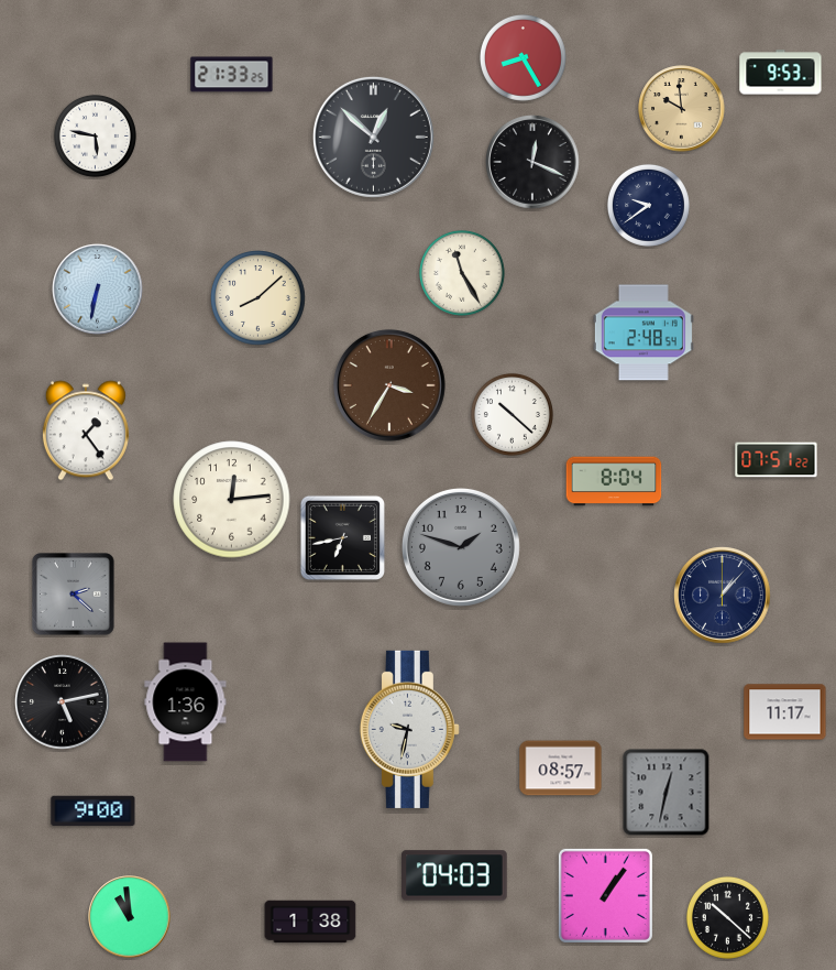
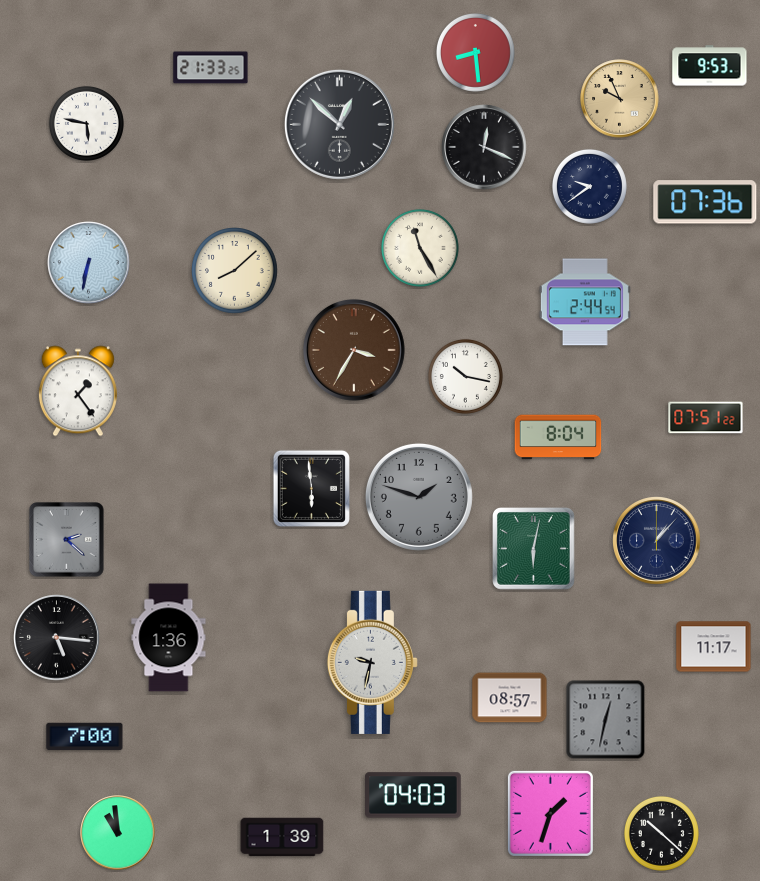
clock at (522, 57): 8:25 -> 8:29
clock at (682, 109): 9:59 -> 9:56
clock at (705, 202): none -> 07:36
clock at (643, 333): 2:48 -> 2:44
clock at (512, 414): 10:22 -> 10:17
clock at (232, 500): 12:14 -> none
clock at (342, 537): 6:43 -> 5:59
clock at (534, 549): none -> 6:02
clock at (63, 702): 5:13 -> 5:16
clock at (94, 811): 9:00 -> 7:00
clock at (605, 895): 1:06 -> 1:33
clock at (310, 922): 1:38 -> 1:39
